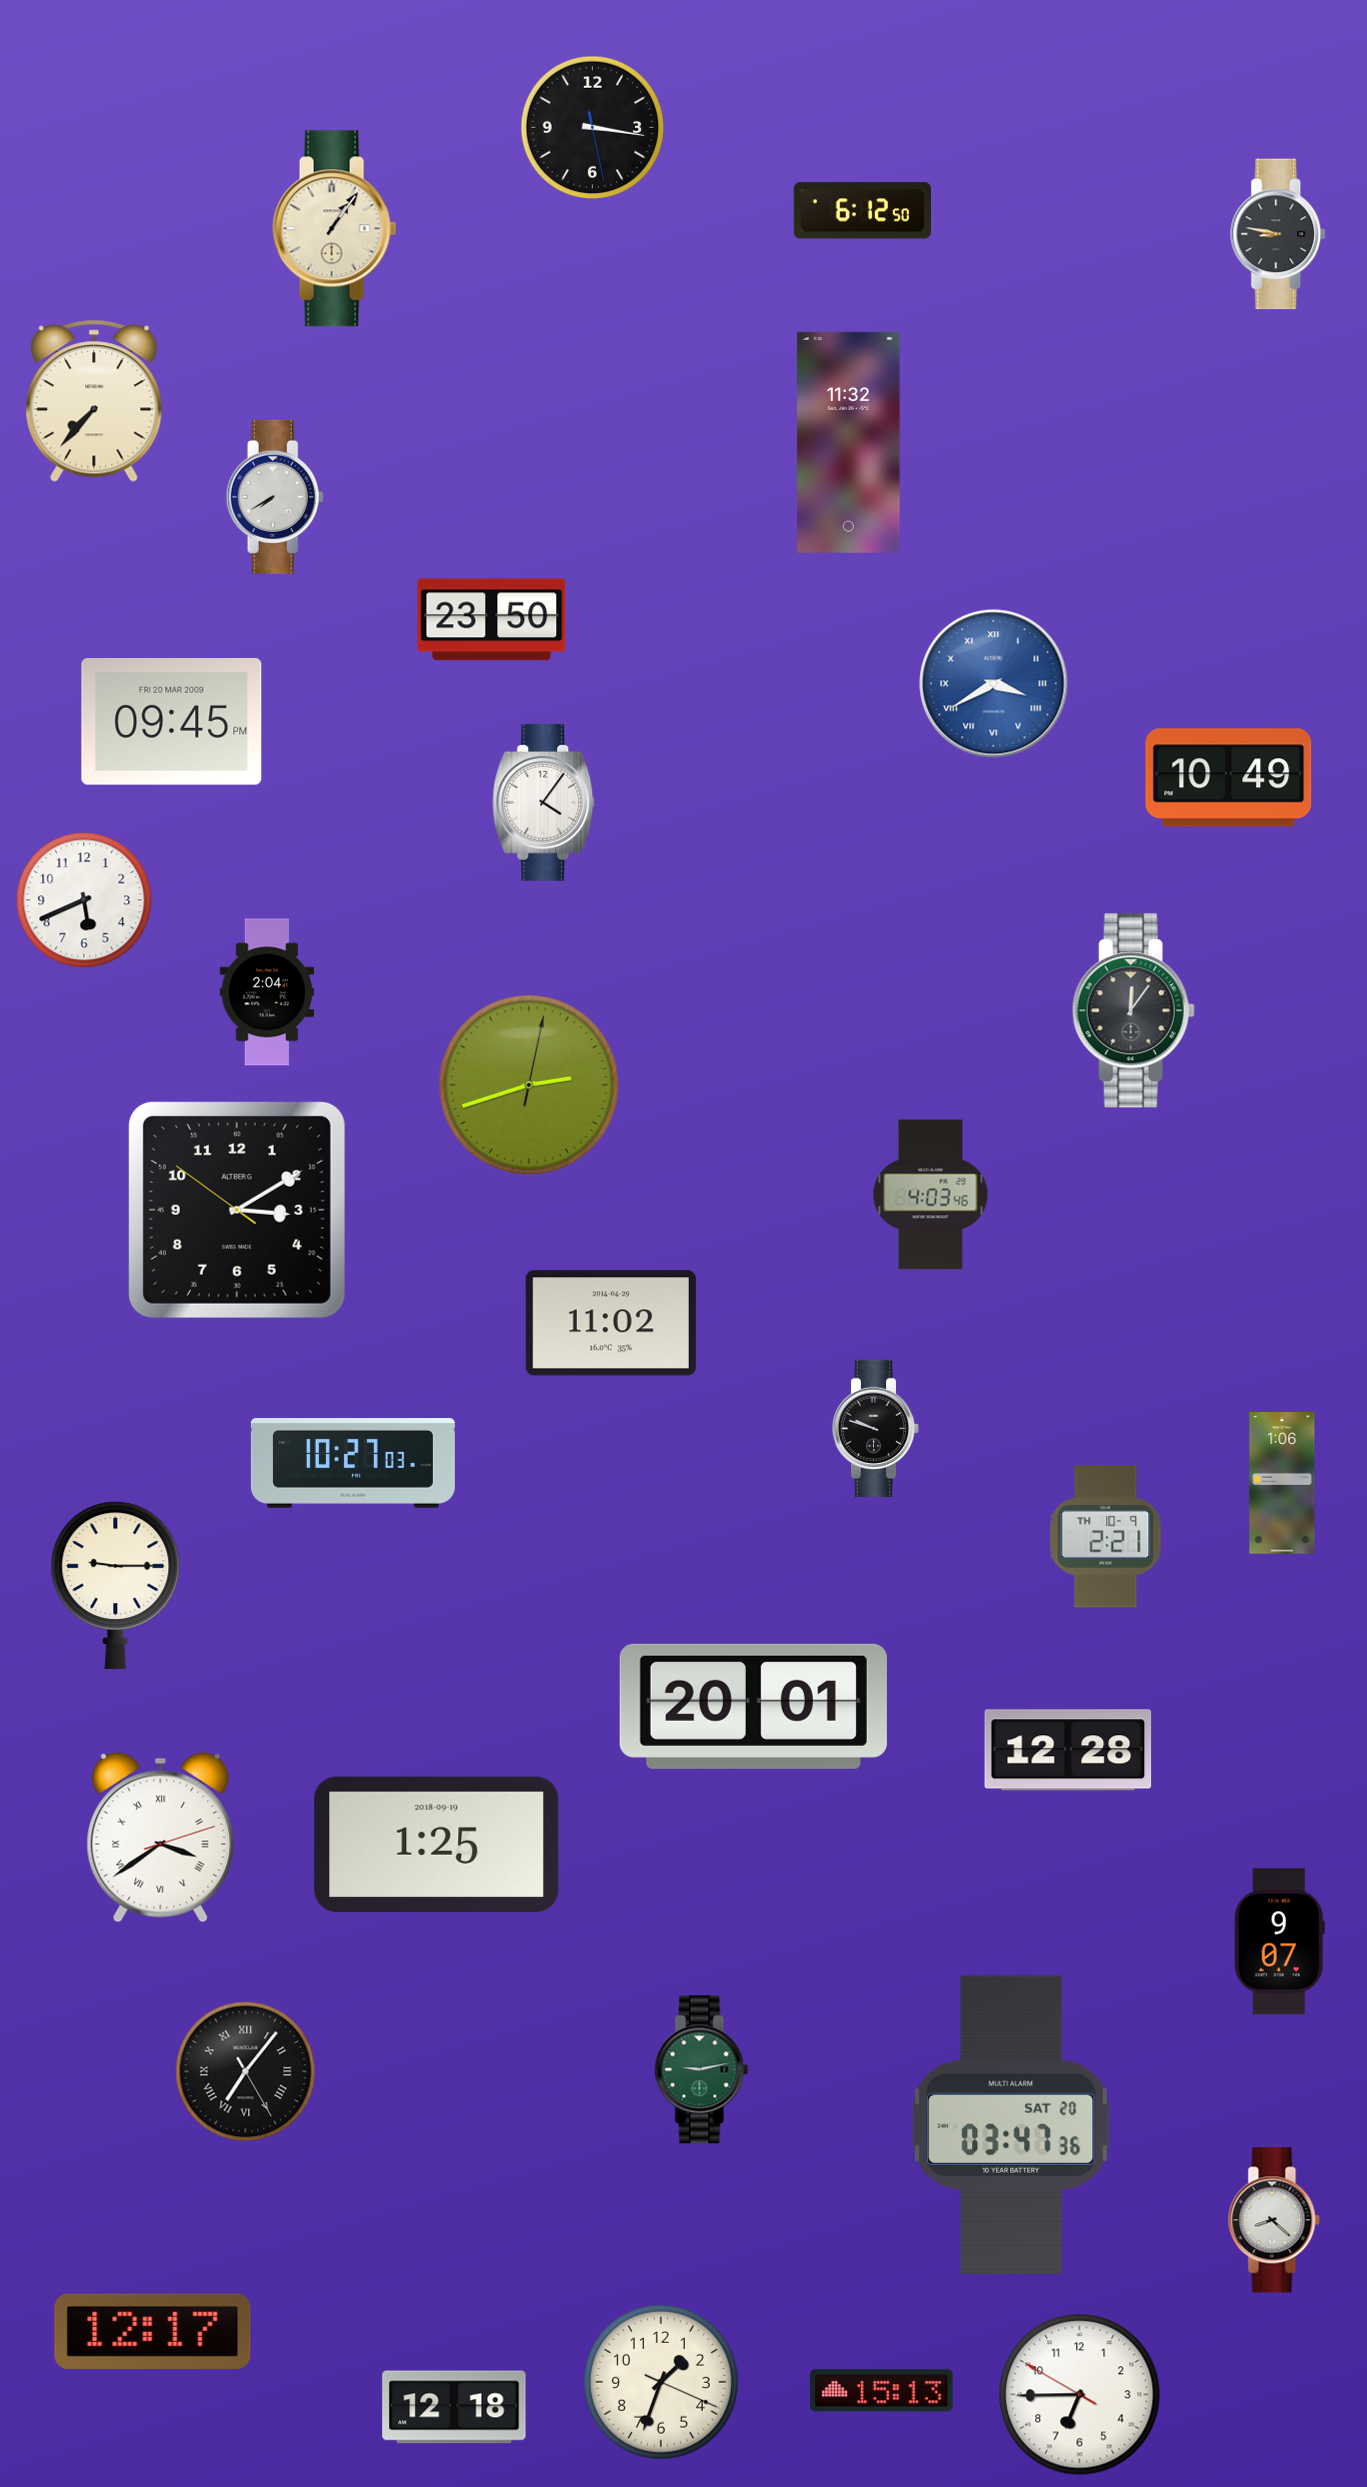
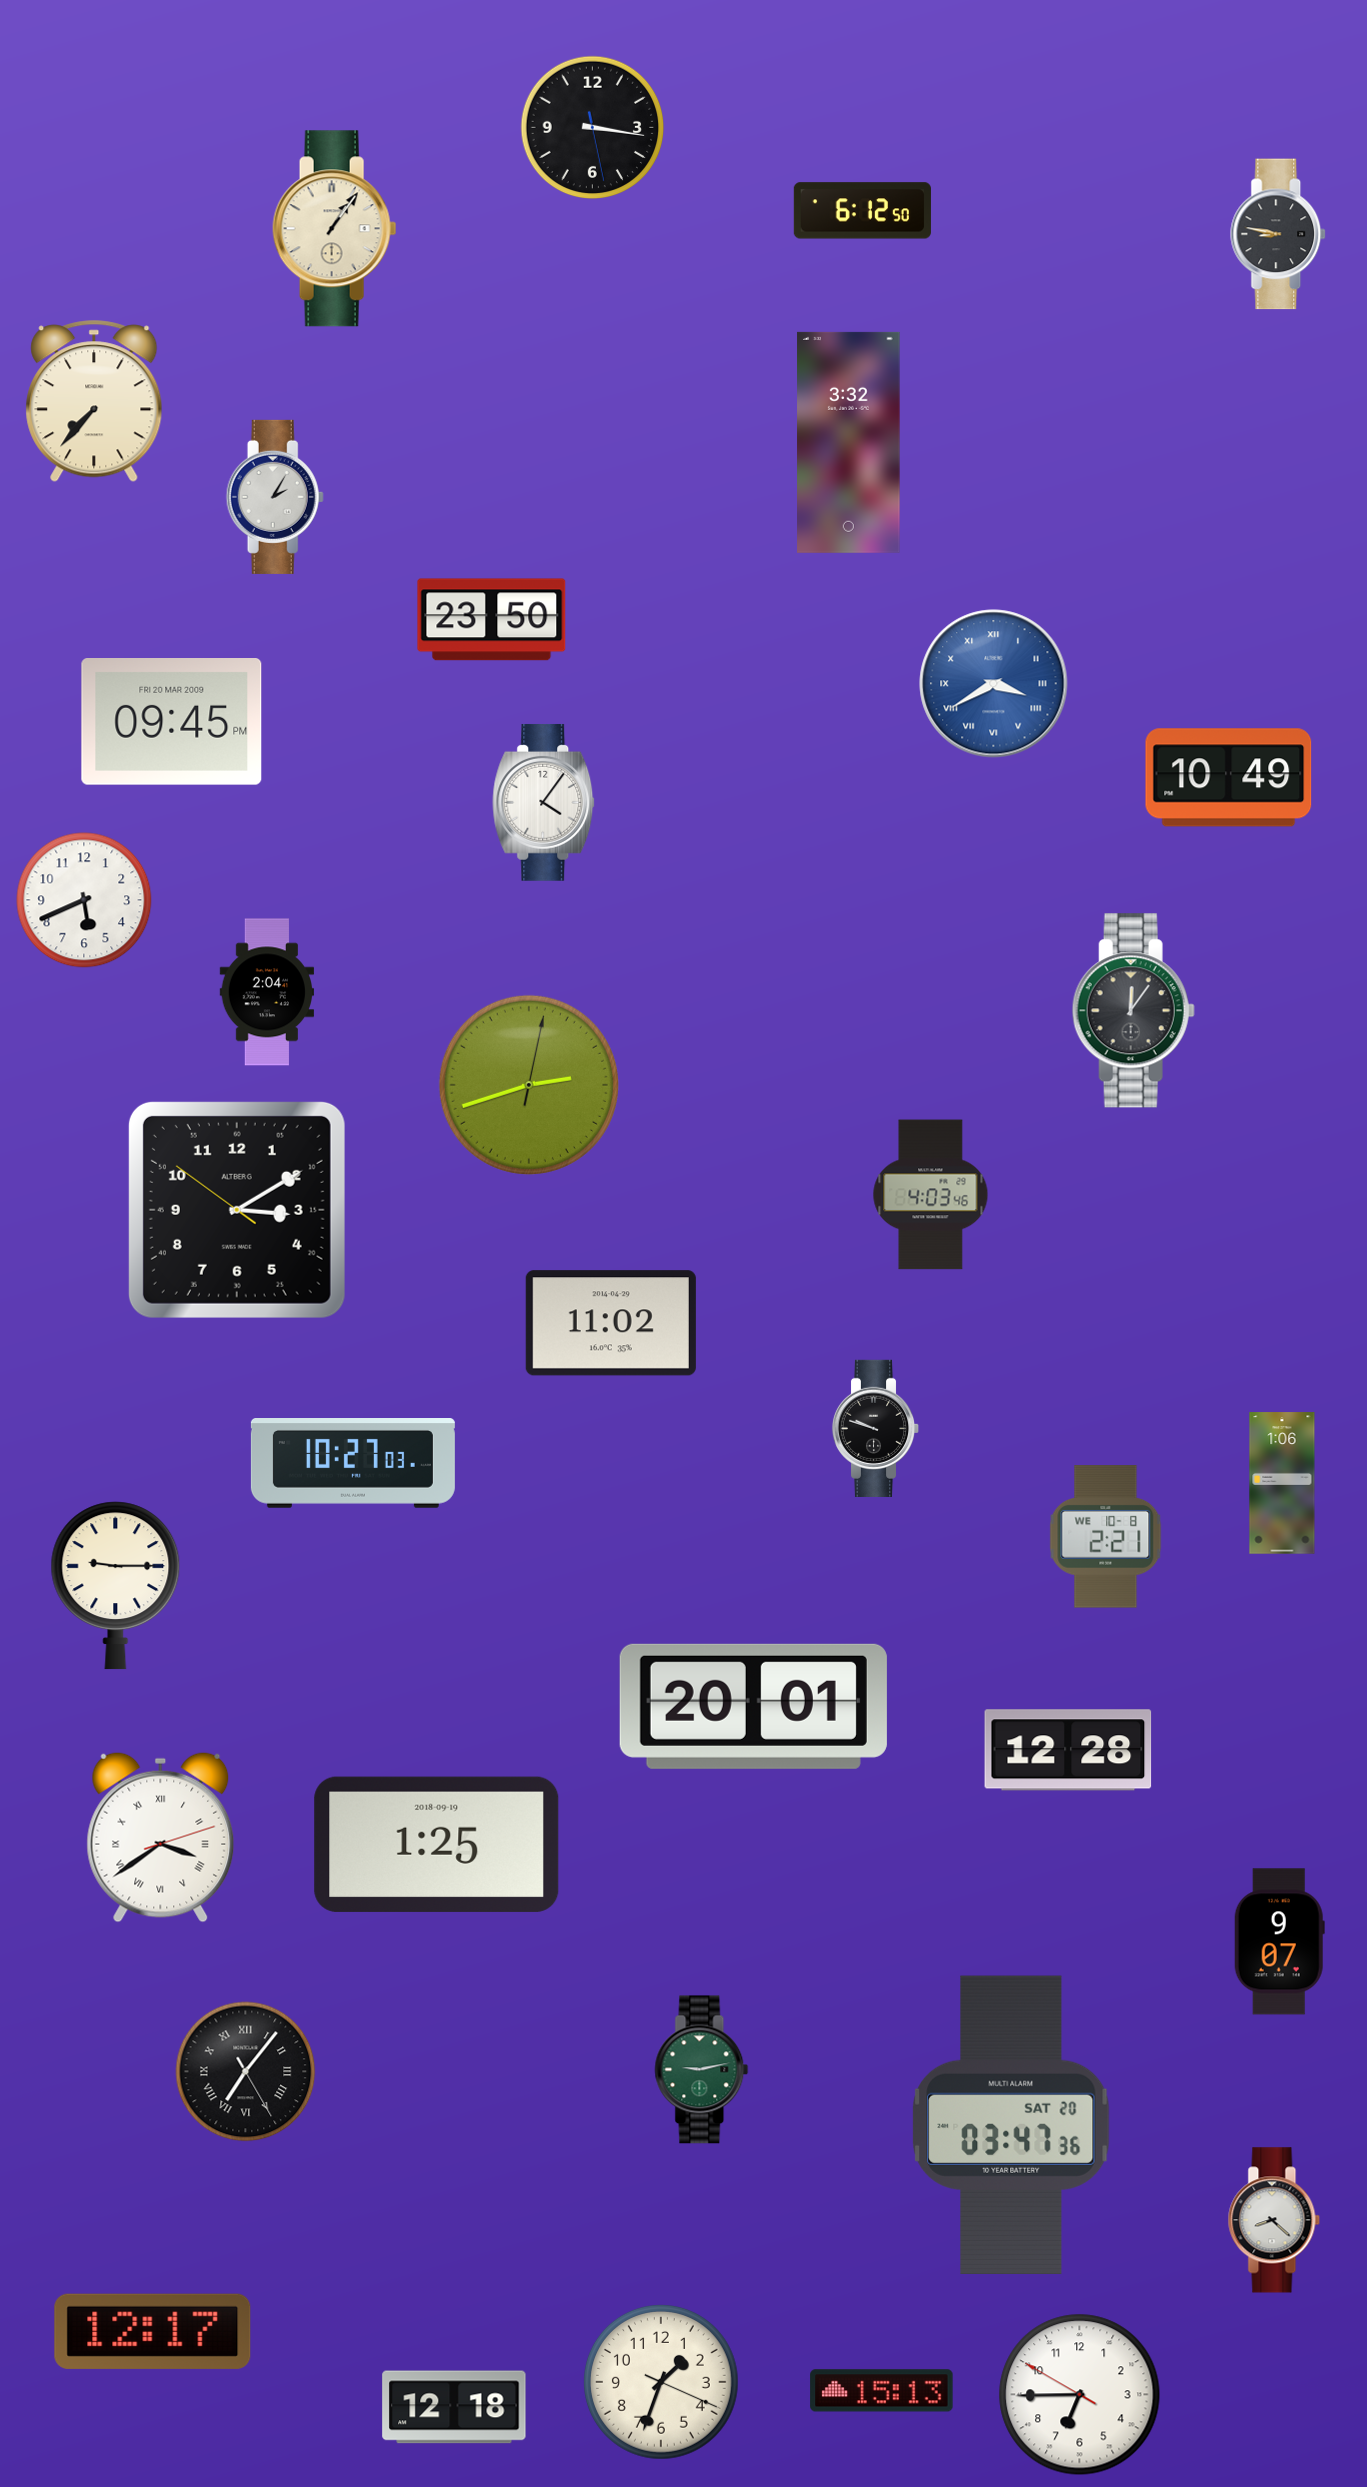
clock at (849, 442): 11:32 -> 3:32
clock at (275, 497): 7:40 -> 2:05
clock at (1106, 1537) date: TH 10-9 -> WE 10-8
